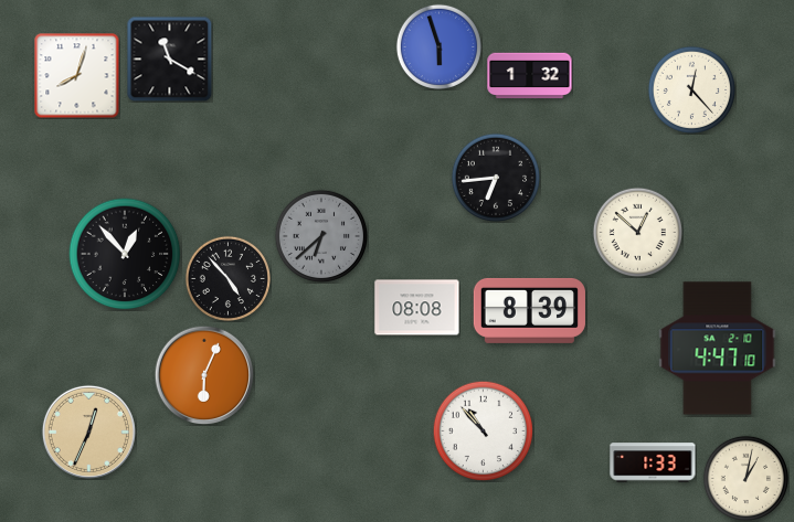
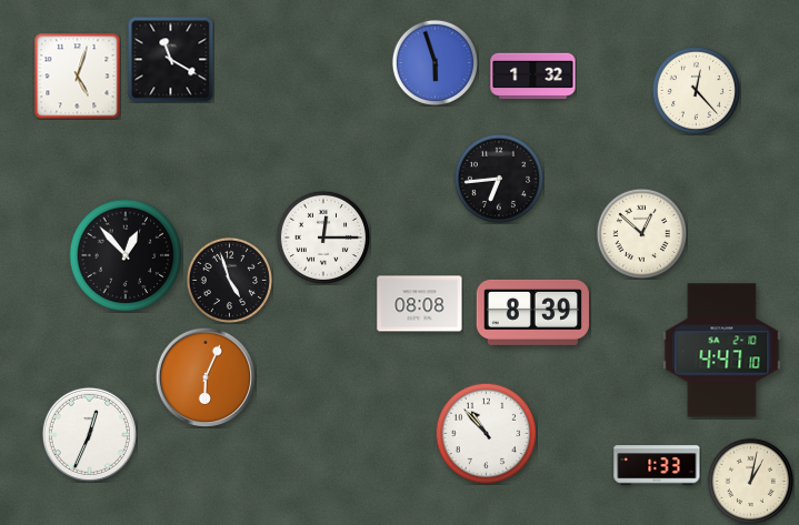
clock at (438, 46) position: (438, 46) -> (435, 62)
clock at (76, 75): 8:03 -> 5:03
clock at (320, 235): 6:38 -> 12:15
clock at (320, 235) dial: grey -> white
clock at (227, 278): 4:53 -> 4:57
clock at (417, 308) position: (417, 308) -> (420, 304)
clock at (88, 432) dial: champagne -> white
